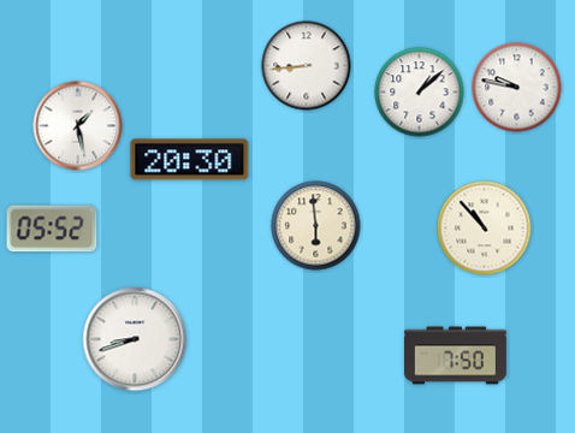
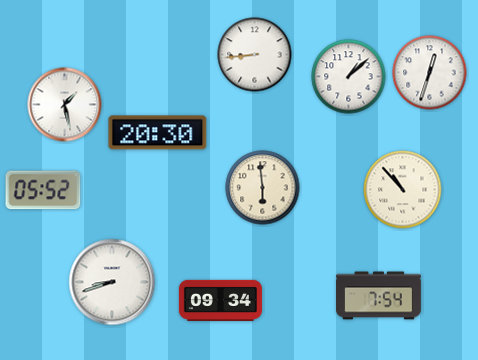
clock at (517, 88): 9:47 -> 12:33
clock at (456, 356): 7:50 -> 7:54
clock at (220, 300): none -> 09:34
